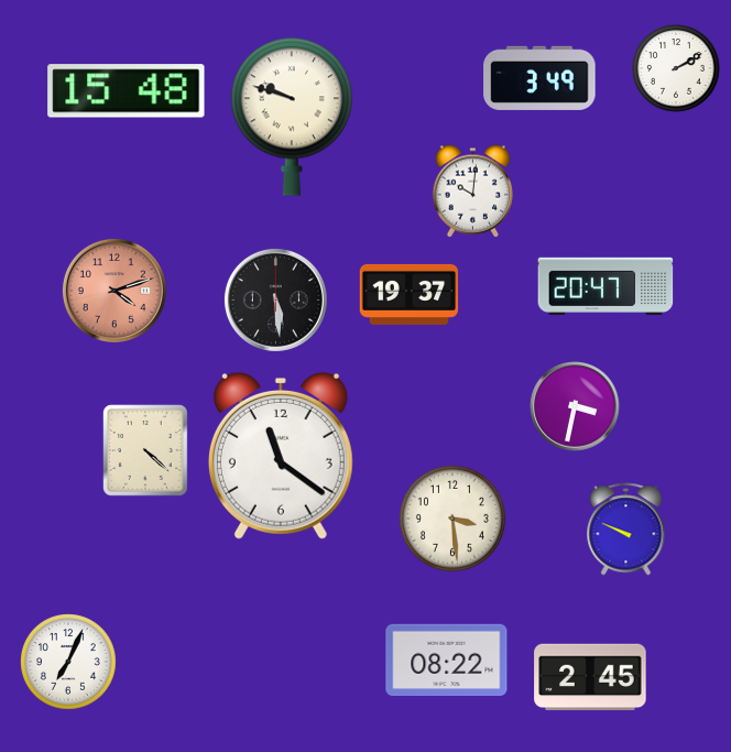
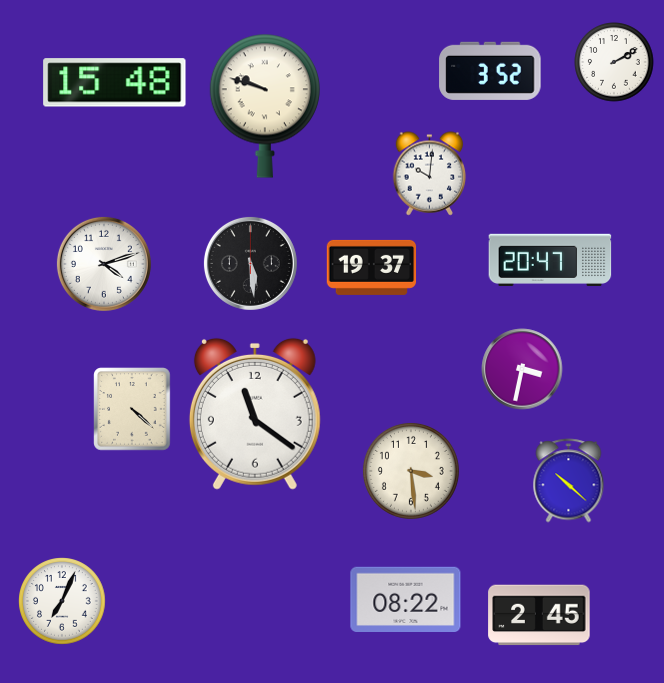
clock at (539, 78): 3:49 -> 3:52
clock at (114, 291) dial: salmon -> white
clock at (275, 299) position: (275, 299) -> (250, 263)
clock at (626, 530): 9:49 -> 10:22
clock at (590, 677) position: (590, 677) -> (539, 615)
